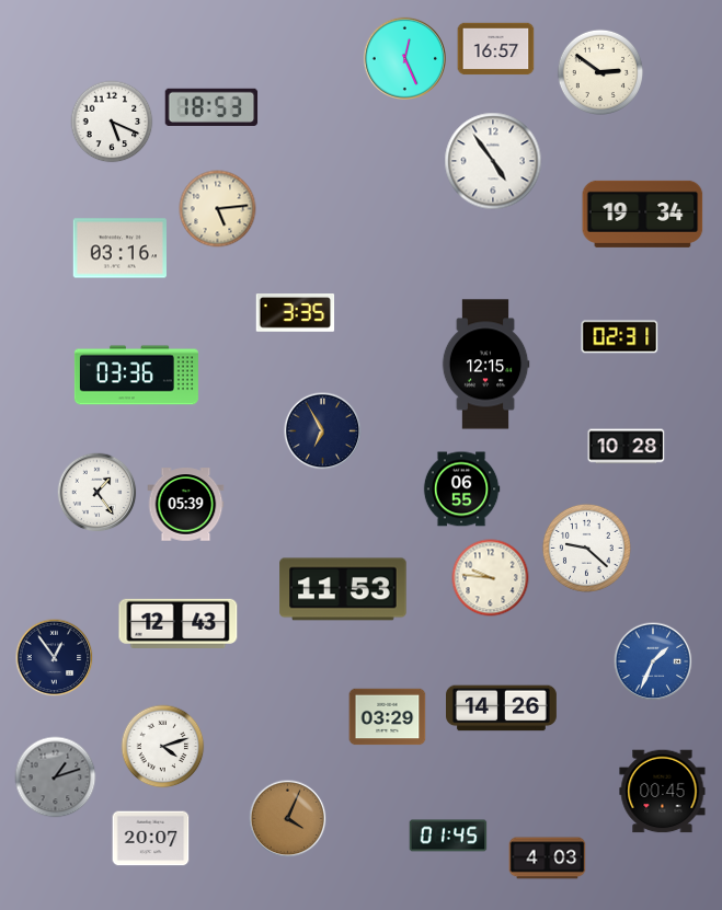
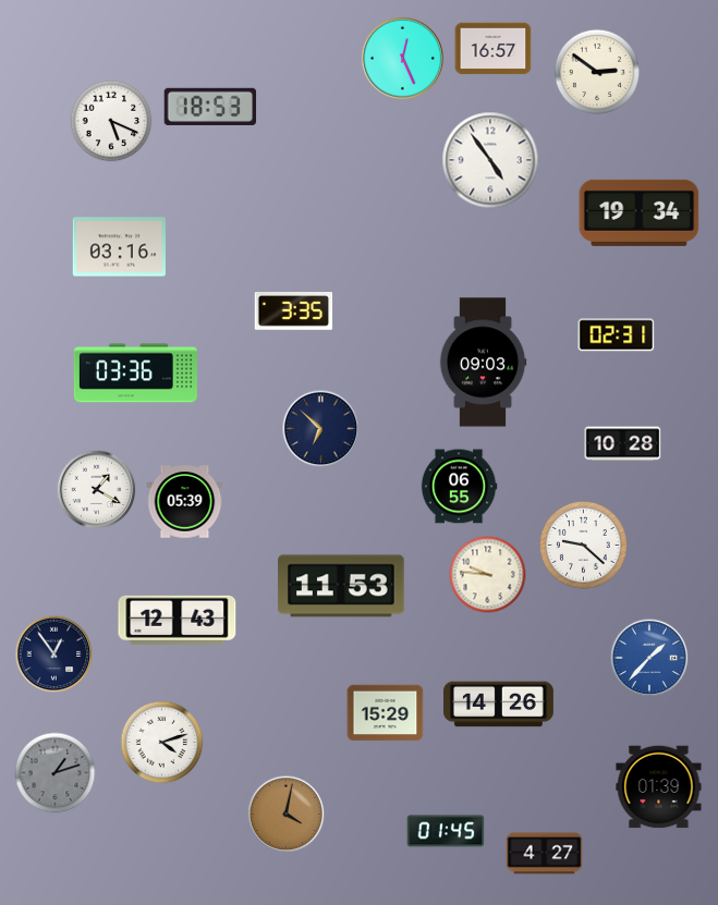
clock at (218, 209): 5:14 -> none
clock at (485, 365): 12:15 -> 09:03
clock at (323, 431): 6:55 -> 6:52
clock at (98, 493): 1:24 -> 1:20
clock at (653, 661): 1:34 -> 1:37
clock at (388, 717): 03:29 -> 15:29
clock at (663, 792): 00:45 -> 01:39
clock at (288, 819): 4:04 -> 4:02
clock at (151, 839): 20:07 -> none
clock at (548, 859): 4:03 -> 4:27
